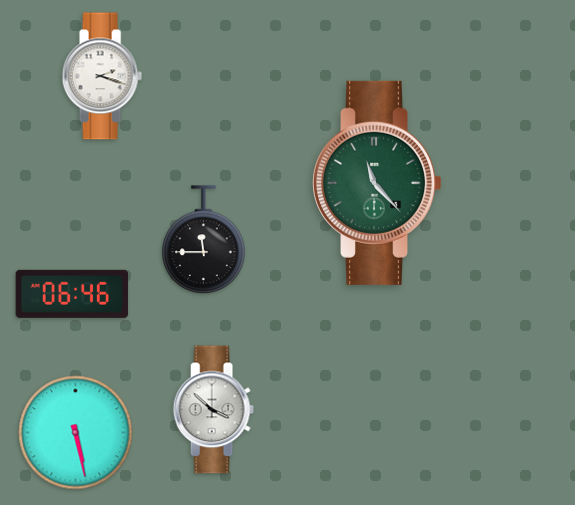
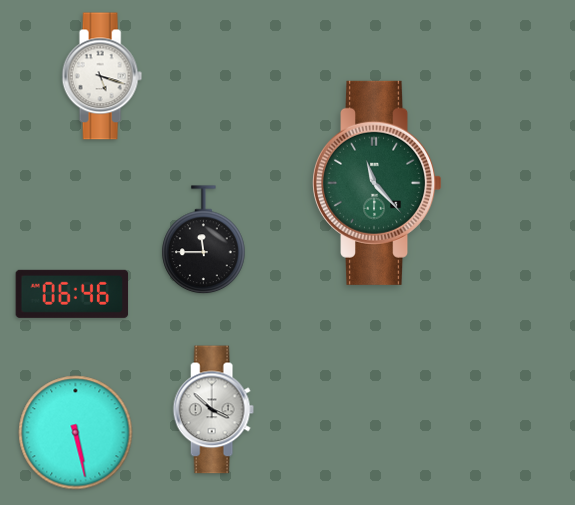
clock at (102, 76): 2:18 -> 5:18
